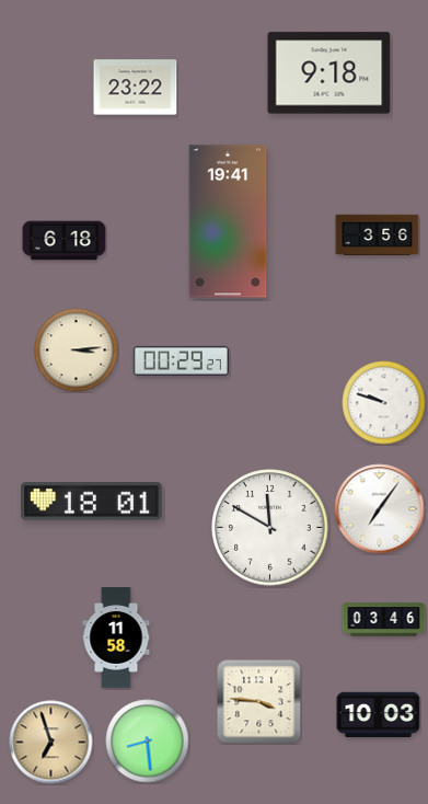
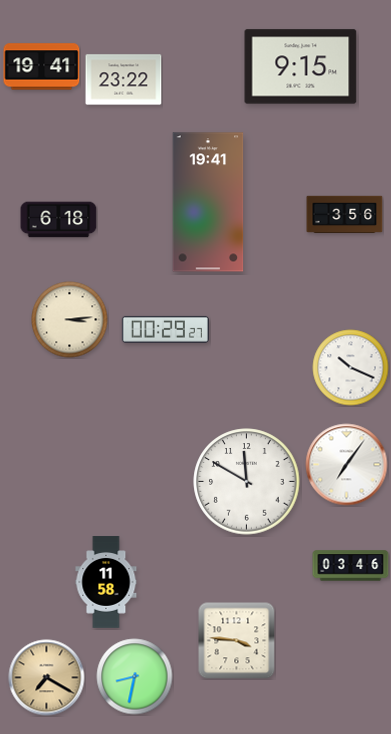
clock at (42, 67): none -> 19:41
clock at (329, 73): 9:18 -> 9:15
clock at (384, 403): 9:48 -> 10:19
clock at (92, 502): 18:01 -> none
clock at (379, 715): 10:03 -> none
clock at (148, 742): 8:29 -> 8:32
clock at (51, 743): 6:57 -> 7:20
